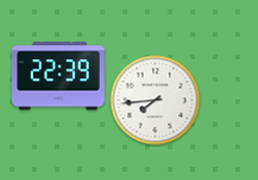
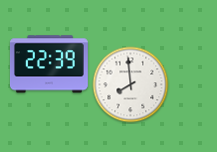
clock at (156, 101): 7:44 -> 7:59
